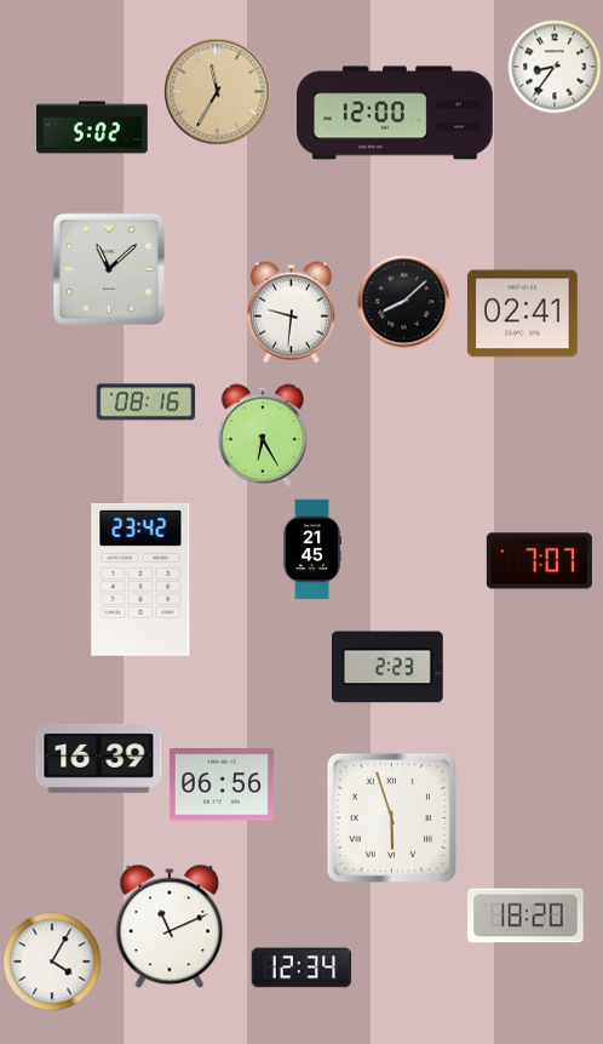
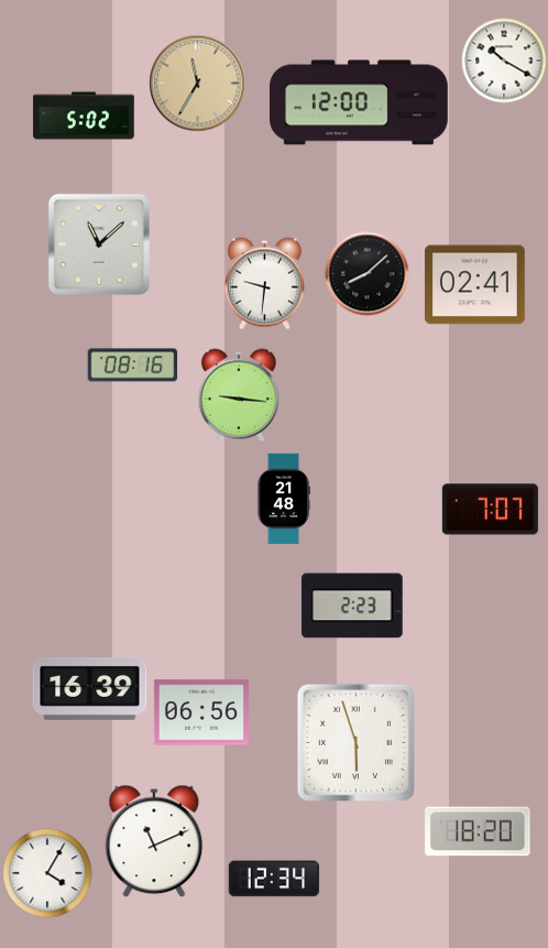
clock at (555, 67): 8:36 -> 10:20
clock at (263, 435): 6:25 -> 9:16
clock at (312, 549): 21:45 -> 21:48
clock at (140, 580): 23:42 -> none
